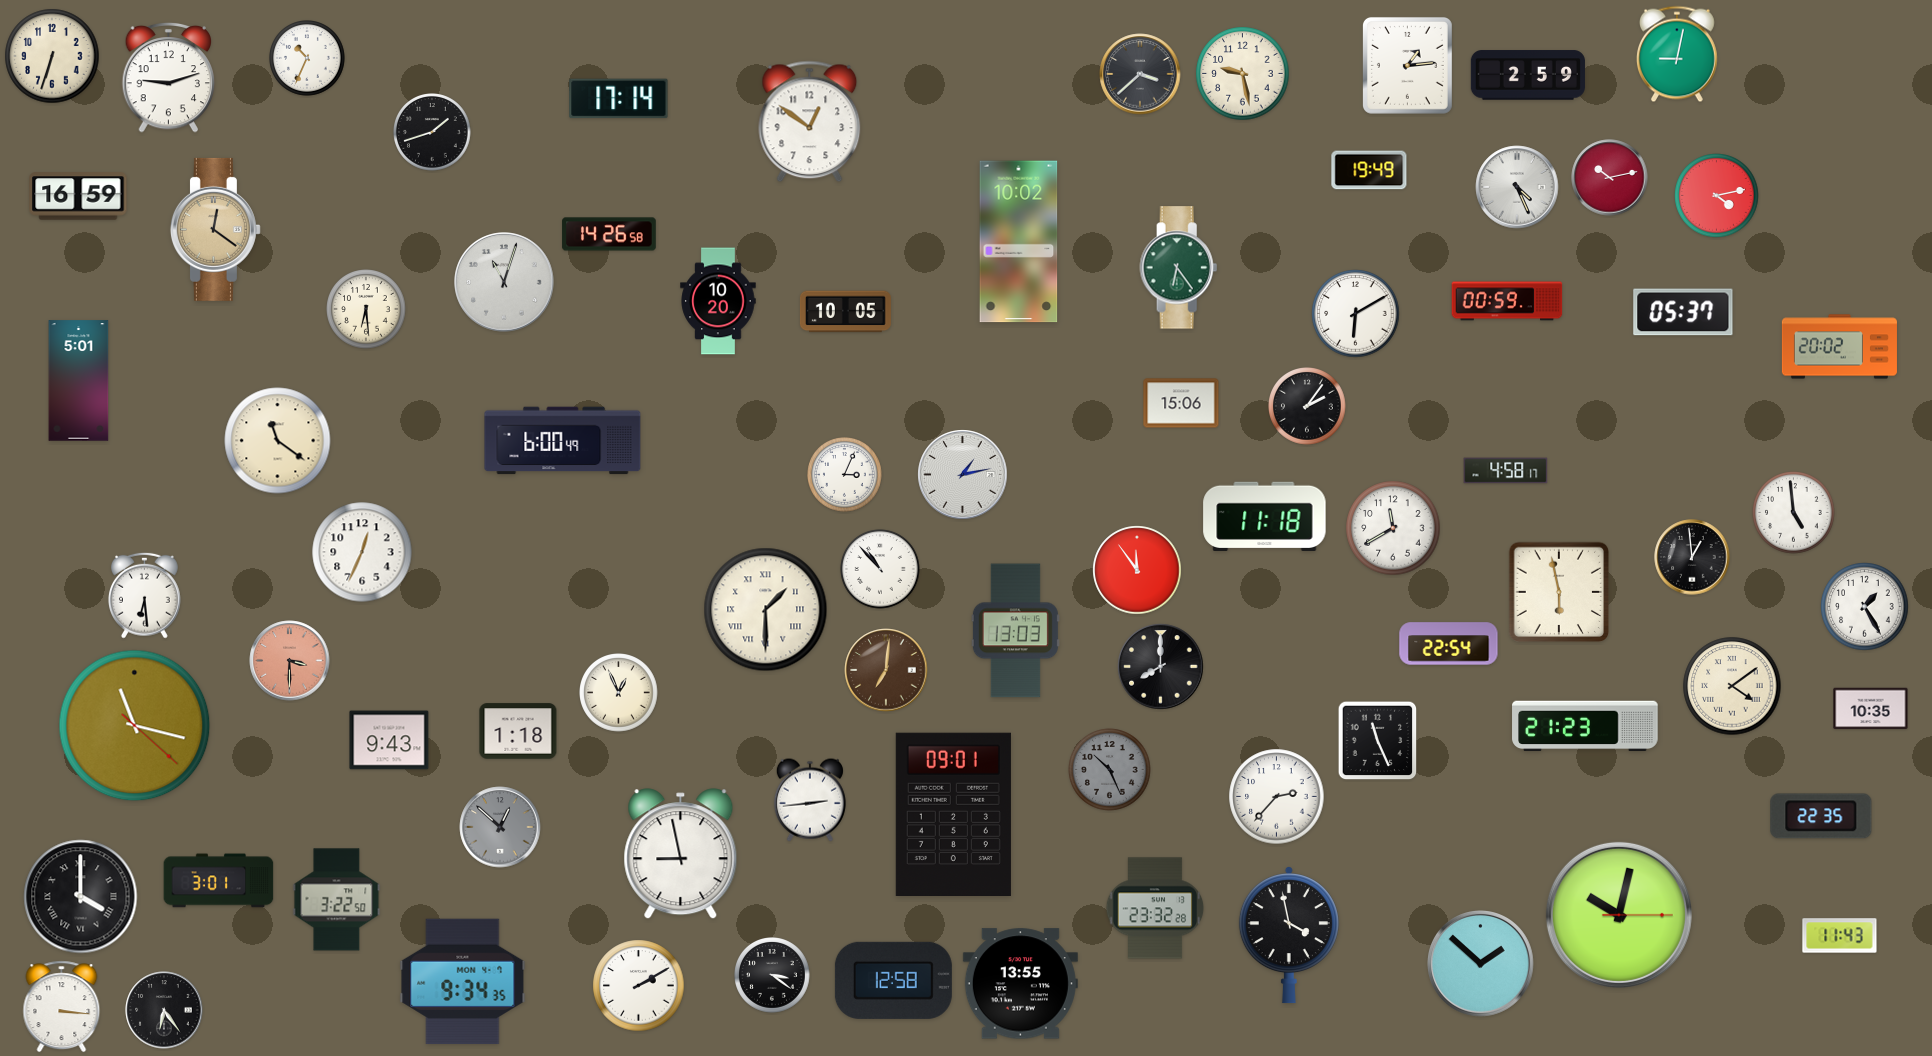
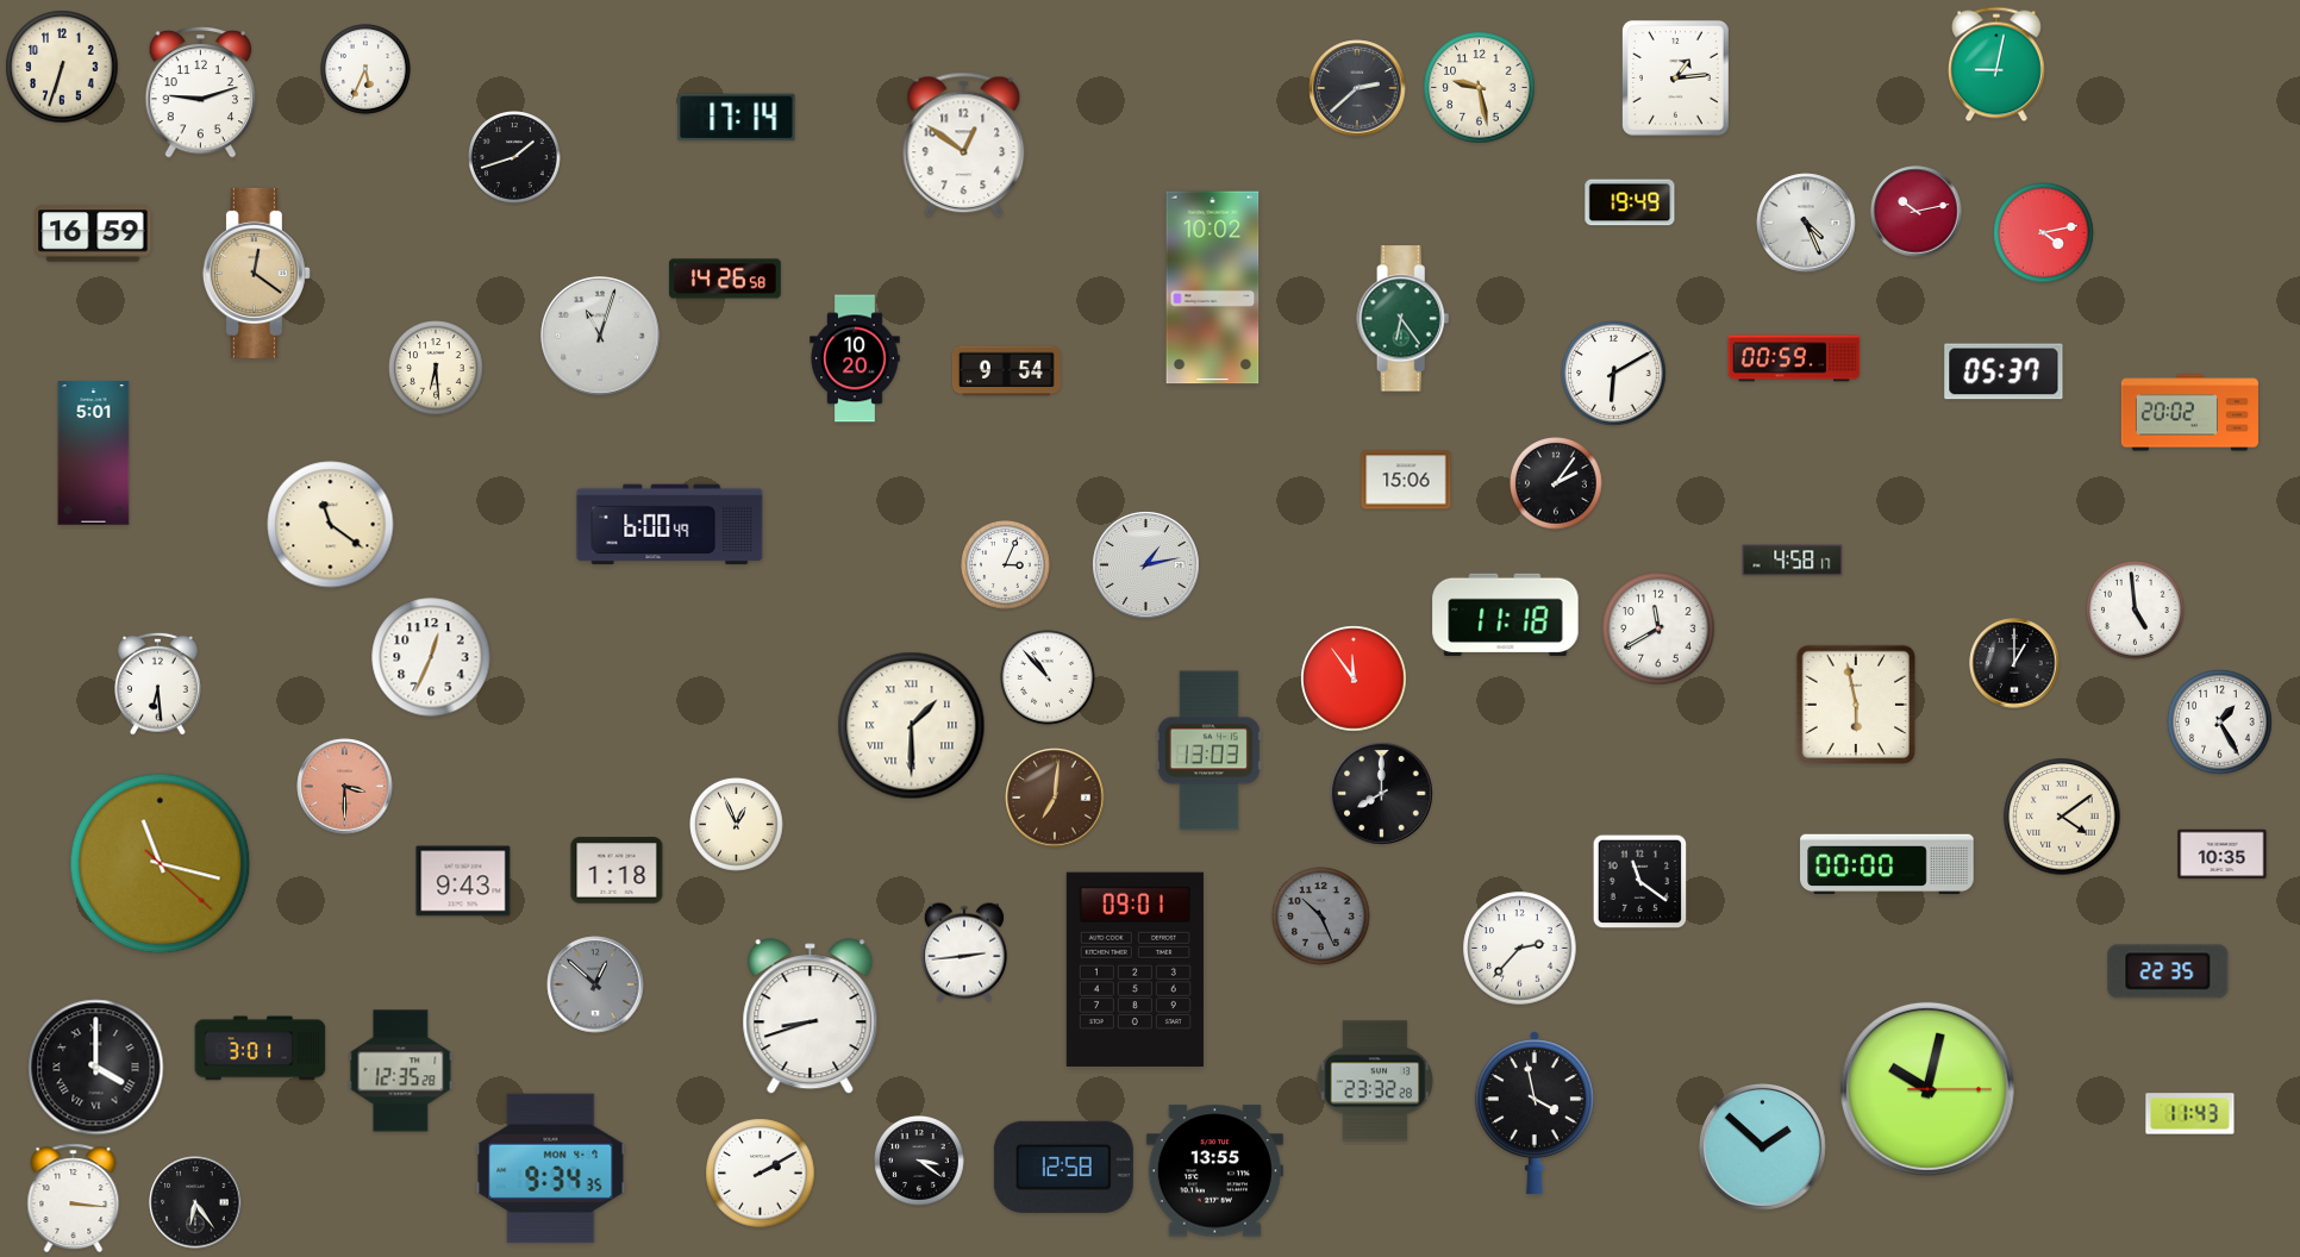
clock at (308, 59): 10:34 -> 5:34
clock at (1140, 74): 3:38 -> 2:38
clock at (1528, 75): 2:59 -> none
clock at (845, 312): 10:05 -> 9:54
clock at (1692, 557): 12:59 -> 1:00
clock at (145, 595) position: (145, 595) -> (158, 683)
clock at (1449, 644): 22:54 -> none
clock at (1871, 709) position: (1871, 709) -> (2223, 855)
clock at (1585, 726): 21:23 -> 00:00
clock at (1378, 741): 11:26 -> 11:21
clock at (681, 854): 8:58 -> 8:42
clock at (337, 900): 3:22 -> 12:35
